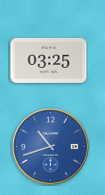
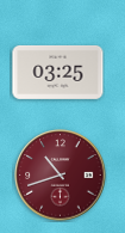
clock at (51, 147) dial: blue -> burgundy
